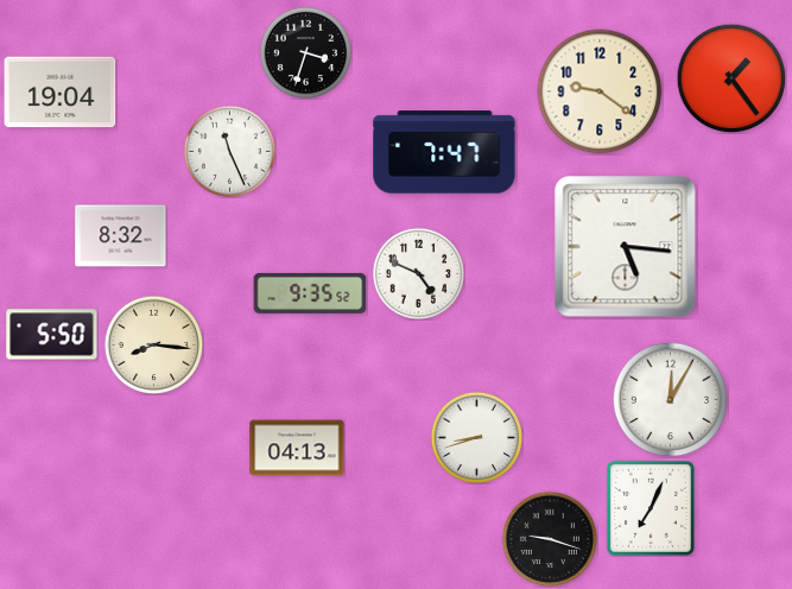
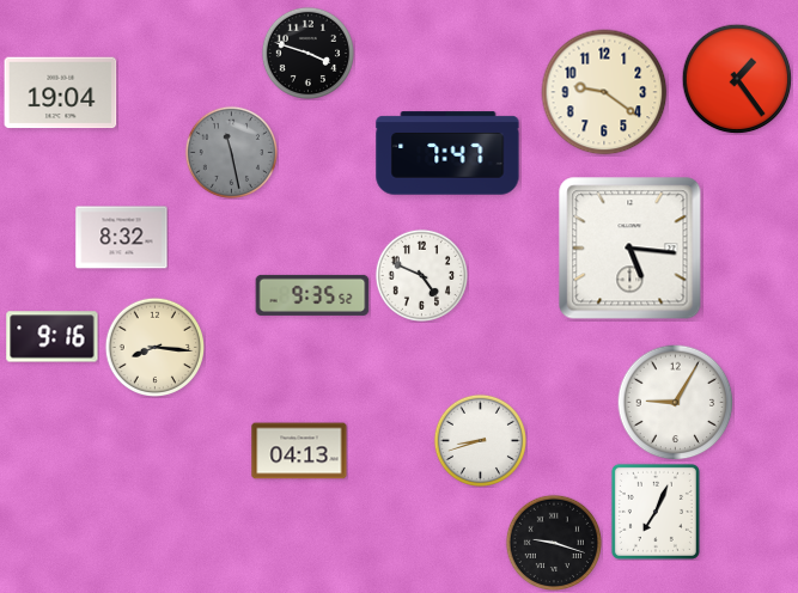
clock at (305, 52): 3:33 -> 3:48
clock at (229, 151): 11:26 -> 11:28
clock at (229, 151) dial: white -> grey
clock at (52, 335): 5:50 -> 9:16
clock at (670, 399): 12:05 -> 9:05
